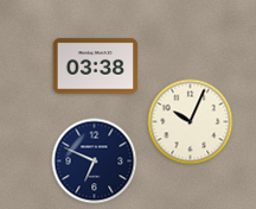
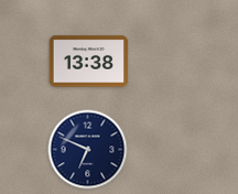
clock at (96, 66): 03:38 -> 13:38
clock at (191, 122): 10:04 -> none
